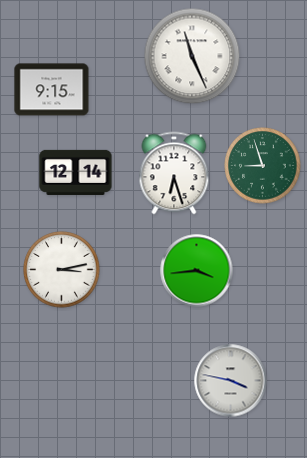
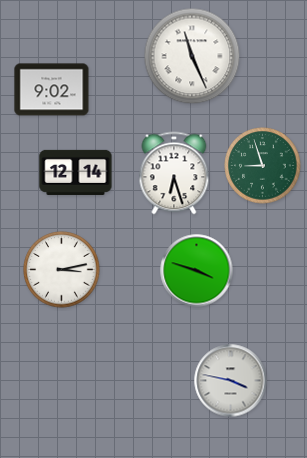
clock at (52, 90): 9:15 -> 9:02
clock at (197, 271): 3:44 -> 3:48
